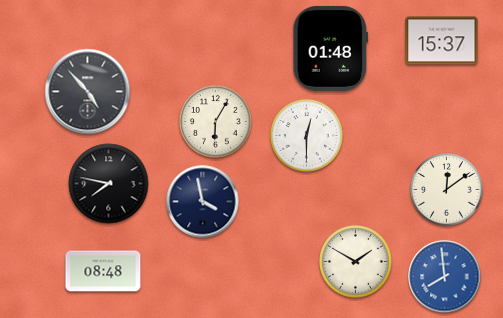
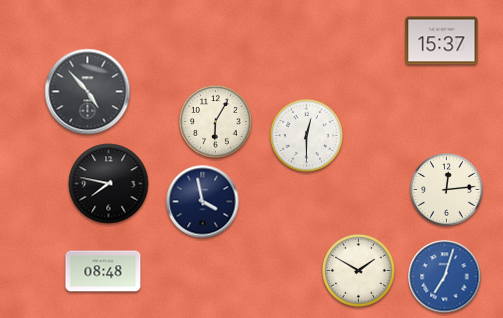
clock at (330, 48): 01:48 -> none
clock at (447, 190): 12:09 -> 12:14
clock at (356, 262) position: (356, 262) -> (359, 271)
clock at (445, 277): 7:59 -> 7:03
